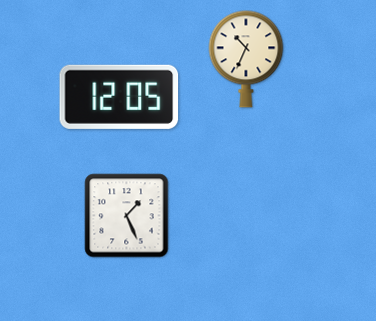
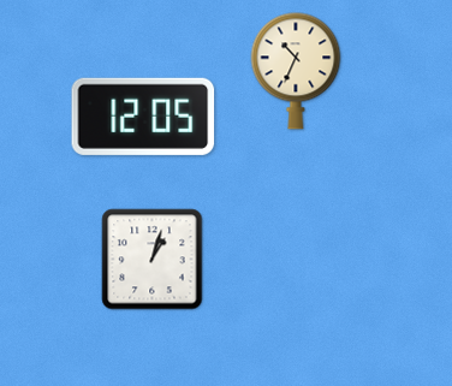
clock at (127, 216): 1:26 -> 1:03
